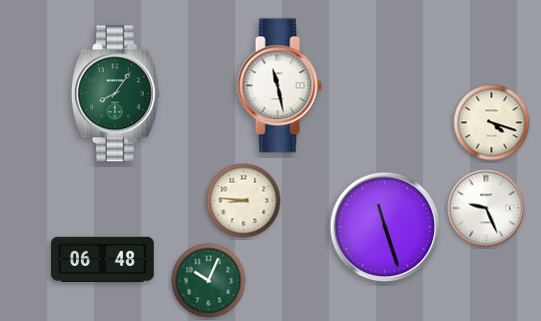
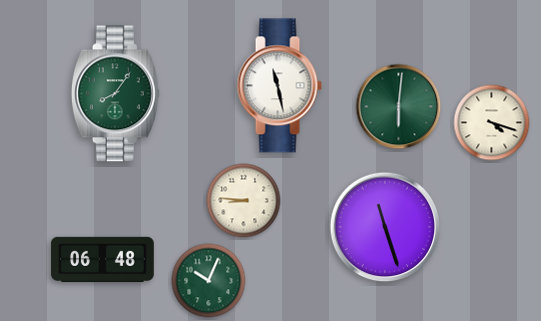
clock at (399, 107): none -> 6:01
clock at (486, 208): 9:26 -> none
